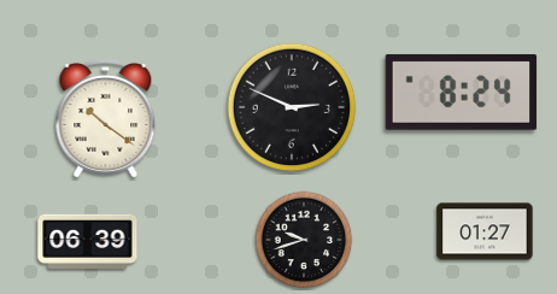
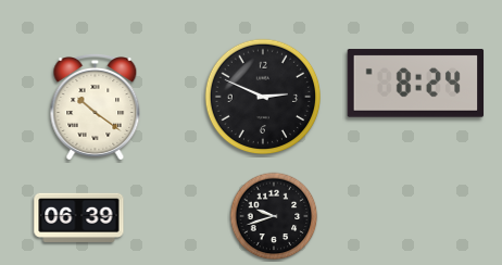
clock at (485, 231): 01:27 -> none
